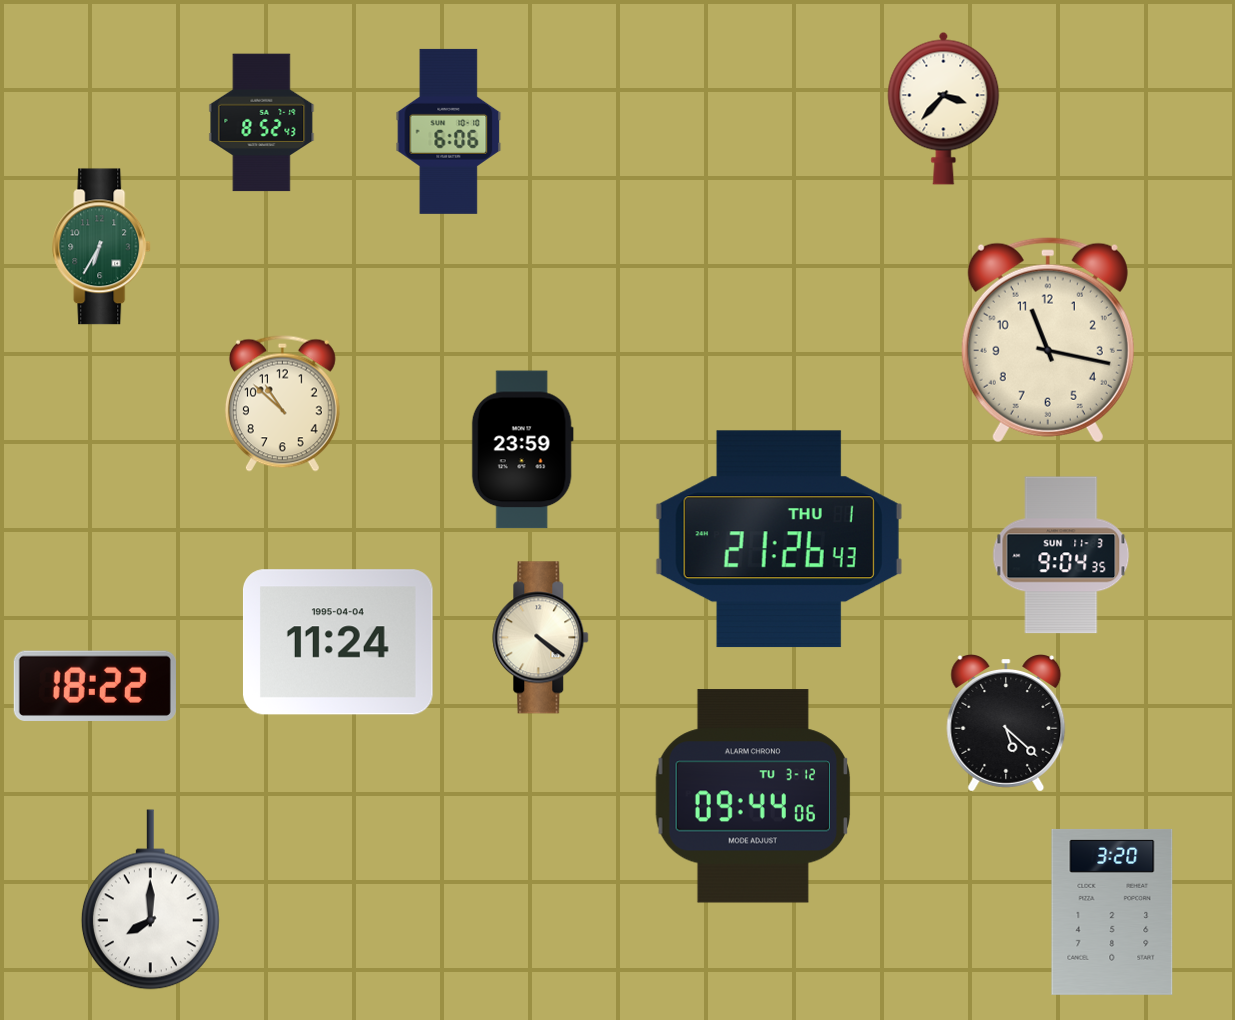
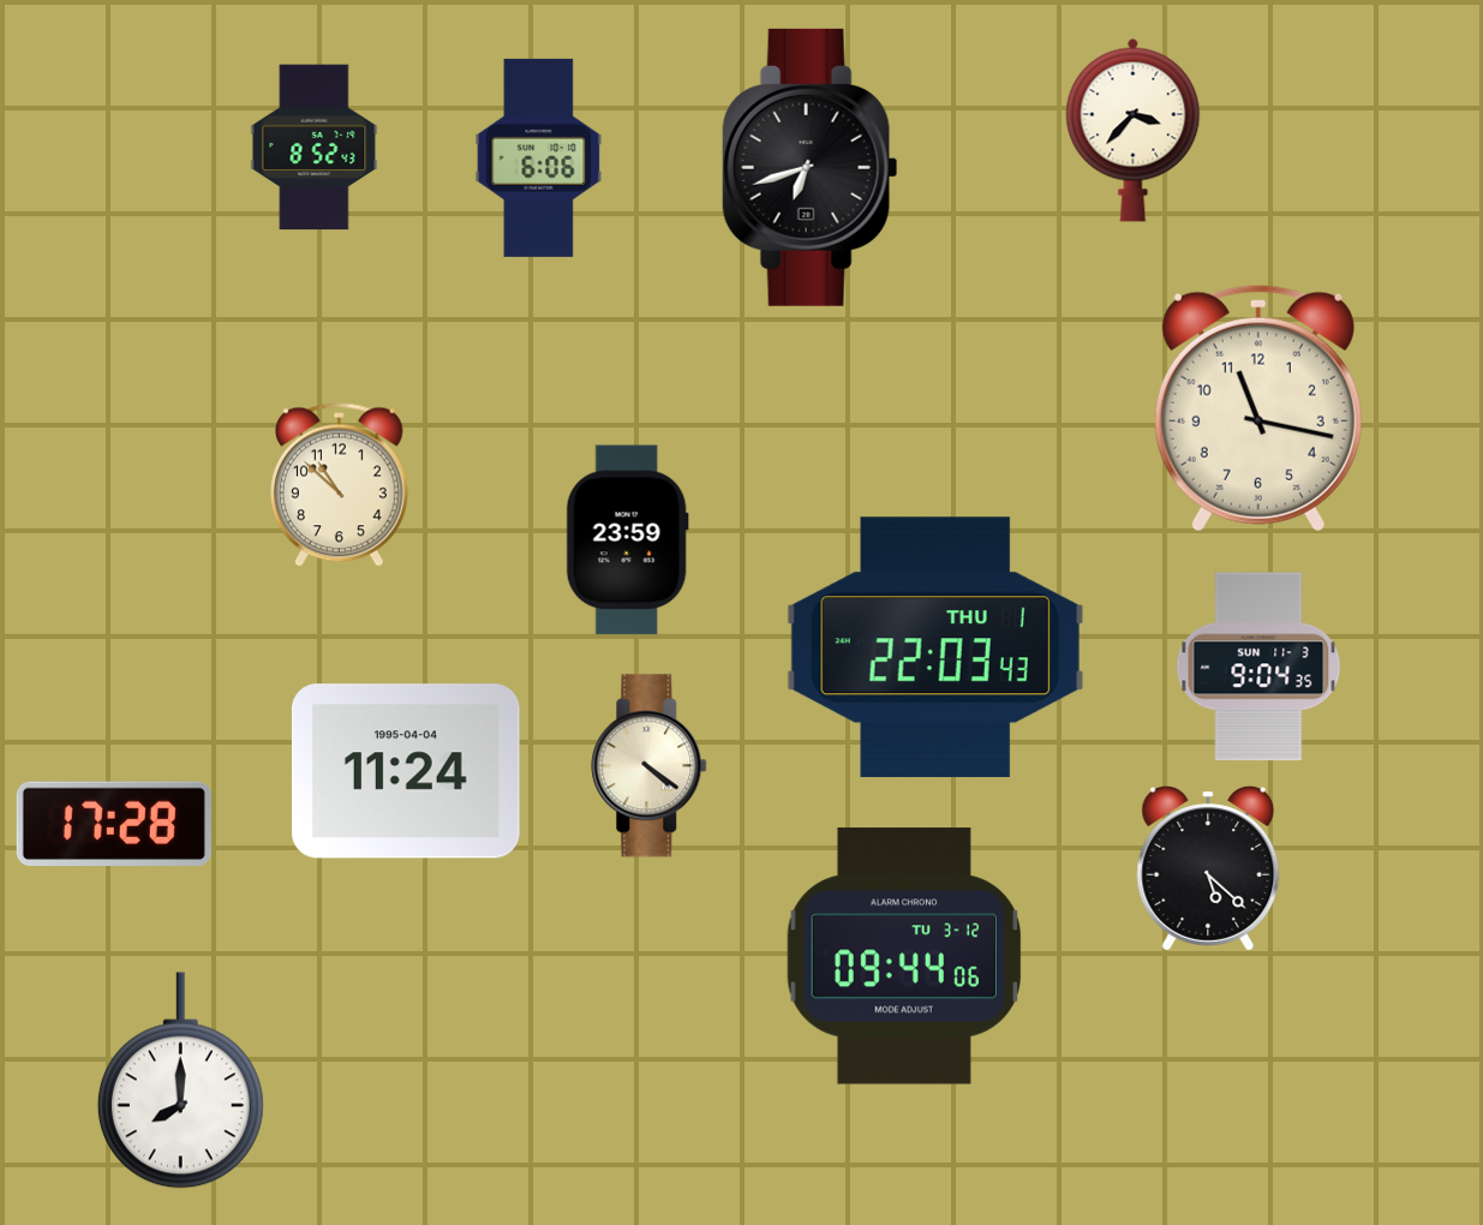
clock at (811, 167): none -> 6:42
clock at (102, 247): 6:35 -> none
clock at (779, 539): 21:26 -> 22:03
clock at (1061, 555) position: (1061, 555) -> (1258, 667)
clock at (95, 685): 18:22 -> 17:28
clock at (1112, 912): 3:20 -> none
